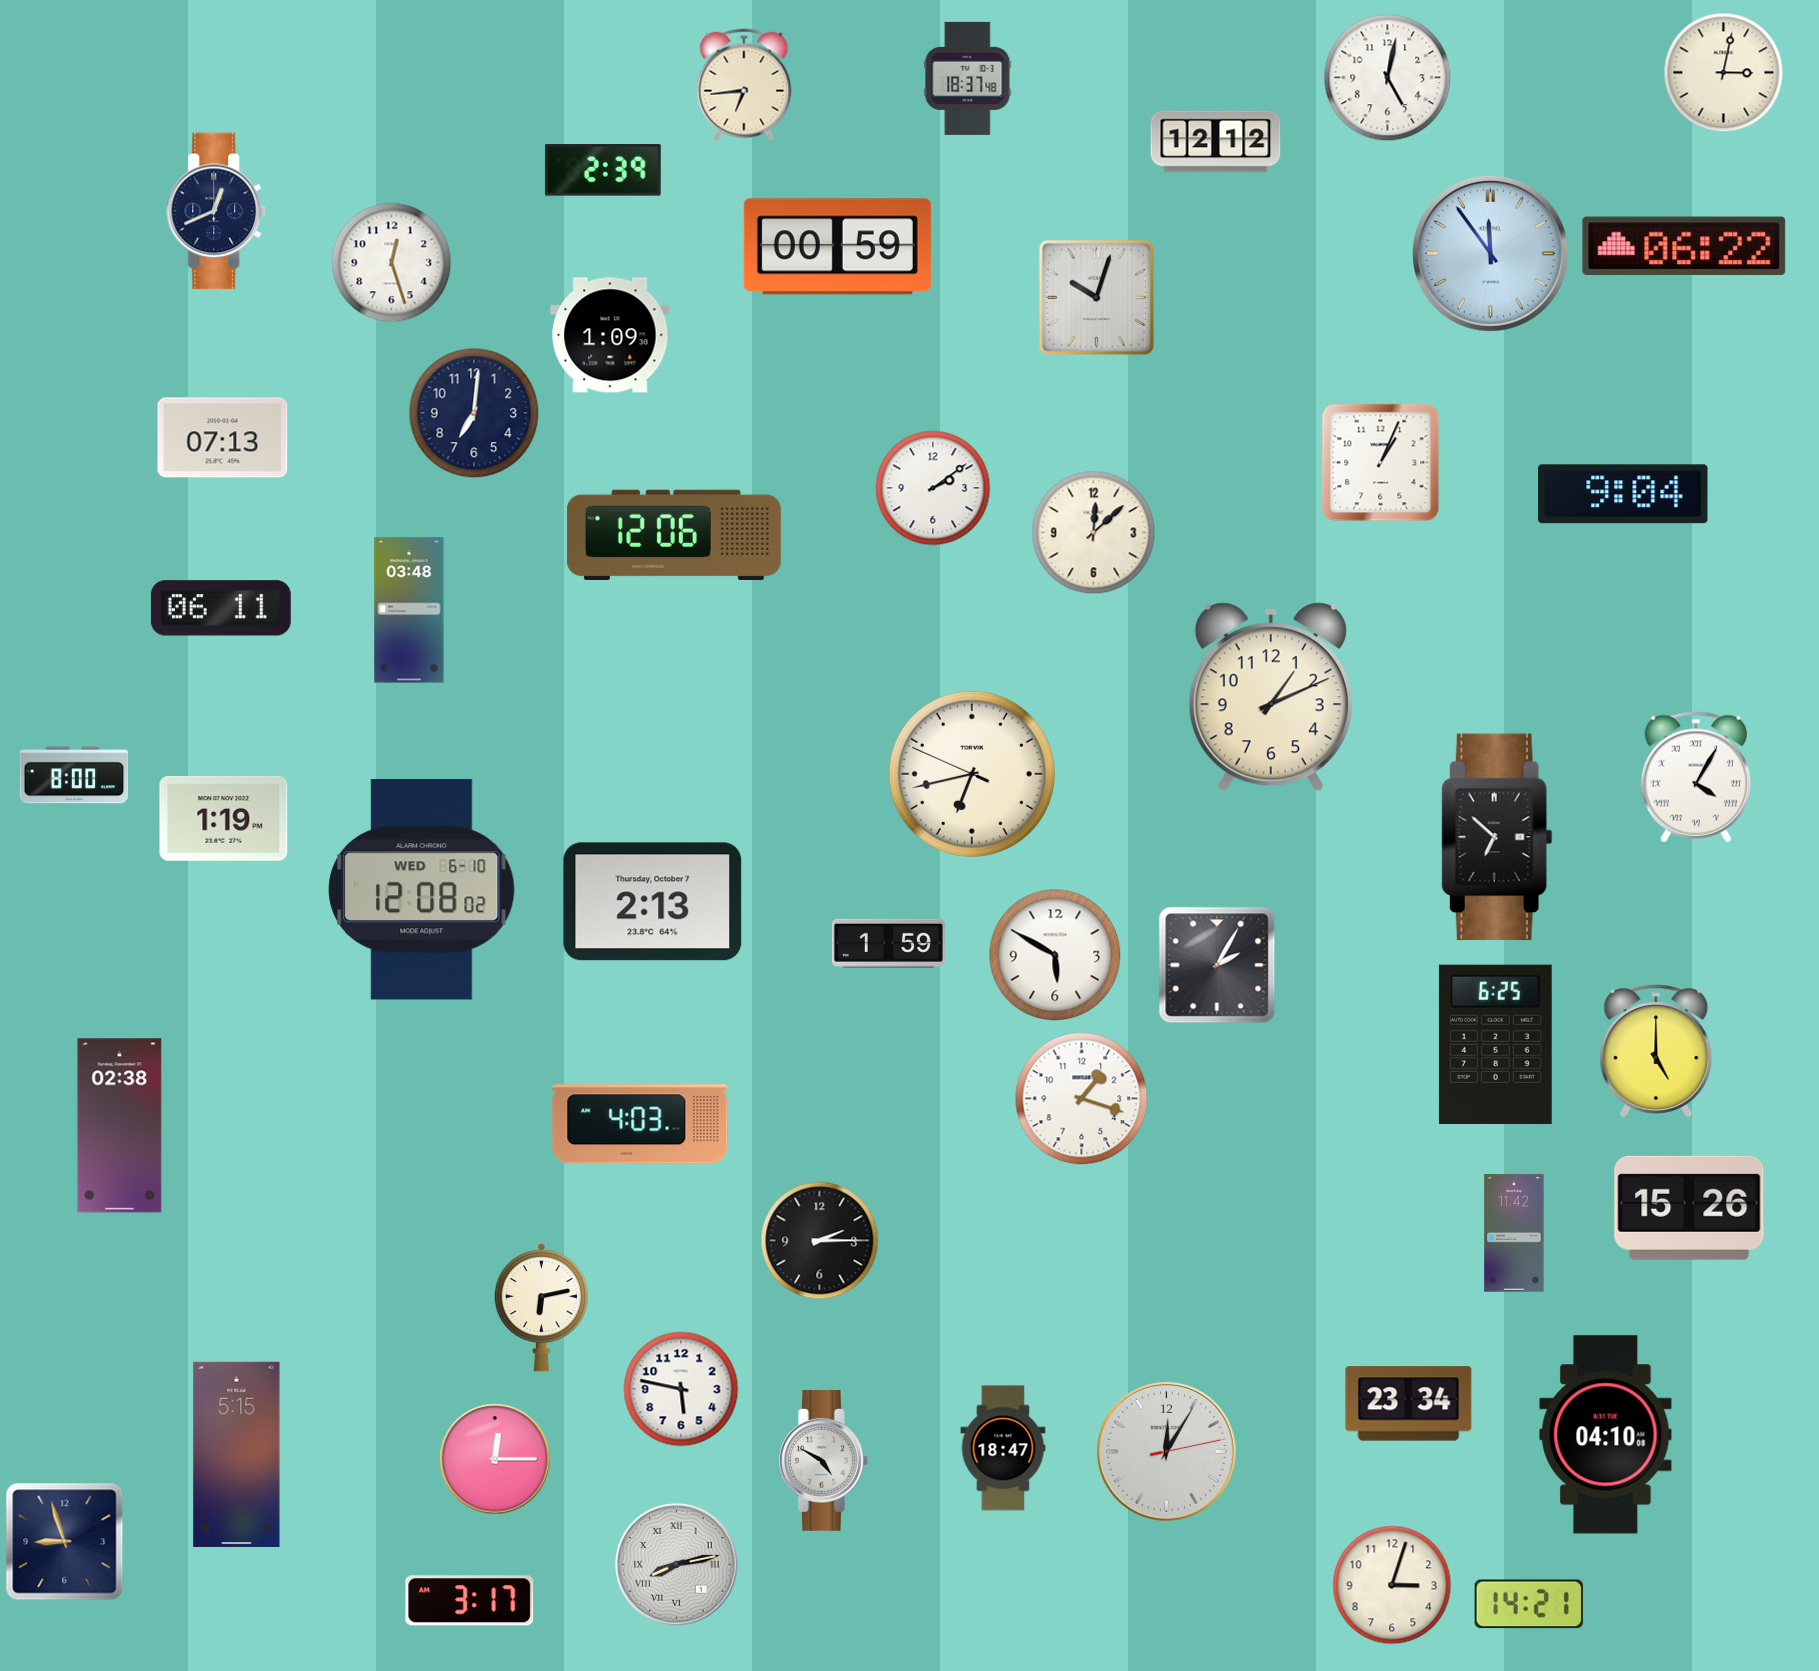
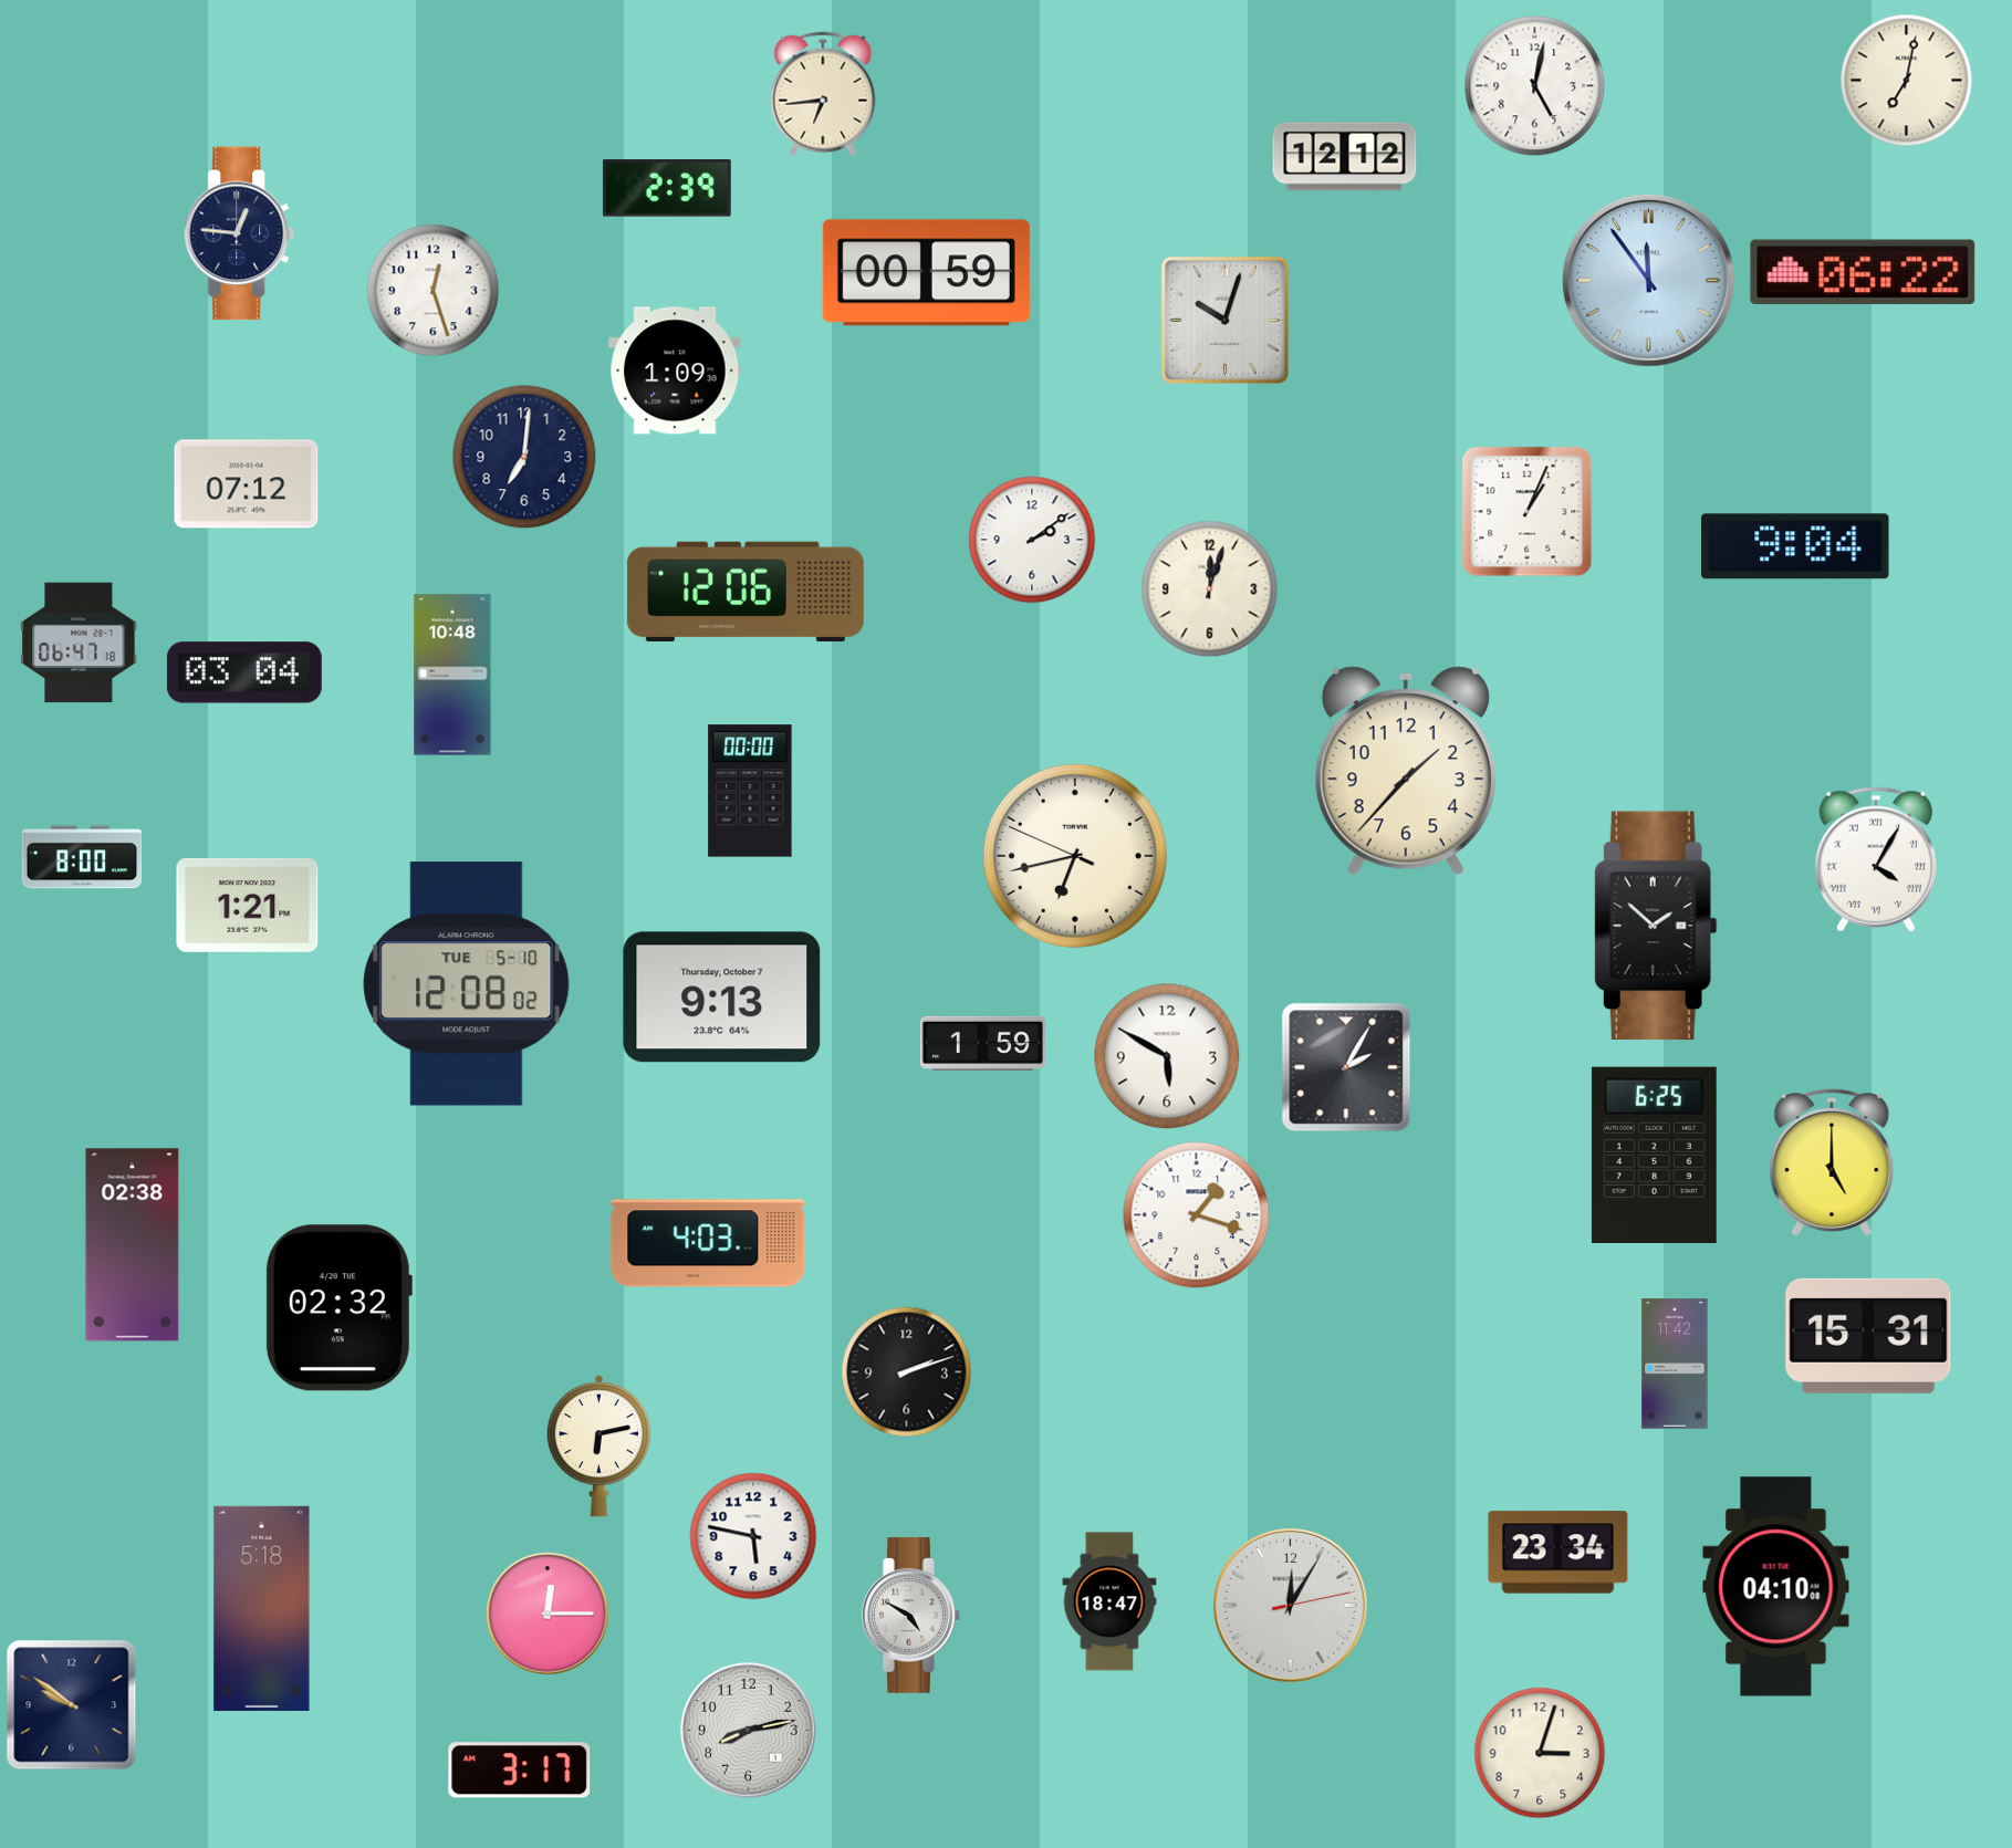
clock at (1724, 73): 3:02 -> 7:02
clock at (968, 78): 18:37 -> none
clock at (217, 211): 12:41 -> 12:46
clock at (1096, 297) position: (1096, 297) -> (1224, 320)
clock at (223, 438): 07:13 -> 07:12
clock at (1094, 533): 12:08 -> 12:03
clock at (79, 643): none -> 06:47
clock at (221, 608): 06:11 -> 03:04
clock at (409, 610): 03:48 -> 10:48
clock at (1271, 697): 1:11 -> 1:37
clock at (750, 791): none -> 00:00
clock at (224, 818): 1:19 -> 1:21
clock at (1497, 837): 6:52 -> 1:52
clock at (422, 890) date: WED 6-10 -> TUE 5-10
clock at (653, 902): 2:13 -> 9:13
clock at (338, 1308): none -> 02:32
clock at (1689, 1208): 15:26 -> 15:31
clock at (820, 1241): 2:15 -> 2:12
clock at (237, 1454): 5:15 -> 5:18
clock at (65, 1542): 8:57 -> 9:51
clock at (677, 1565) numerals: Roman -> Arabic
clock at (1528, 1604): 14:21 -> none
